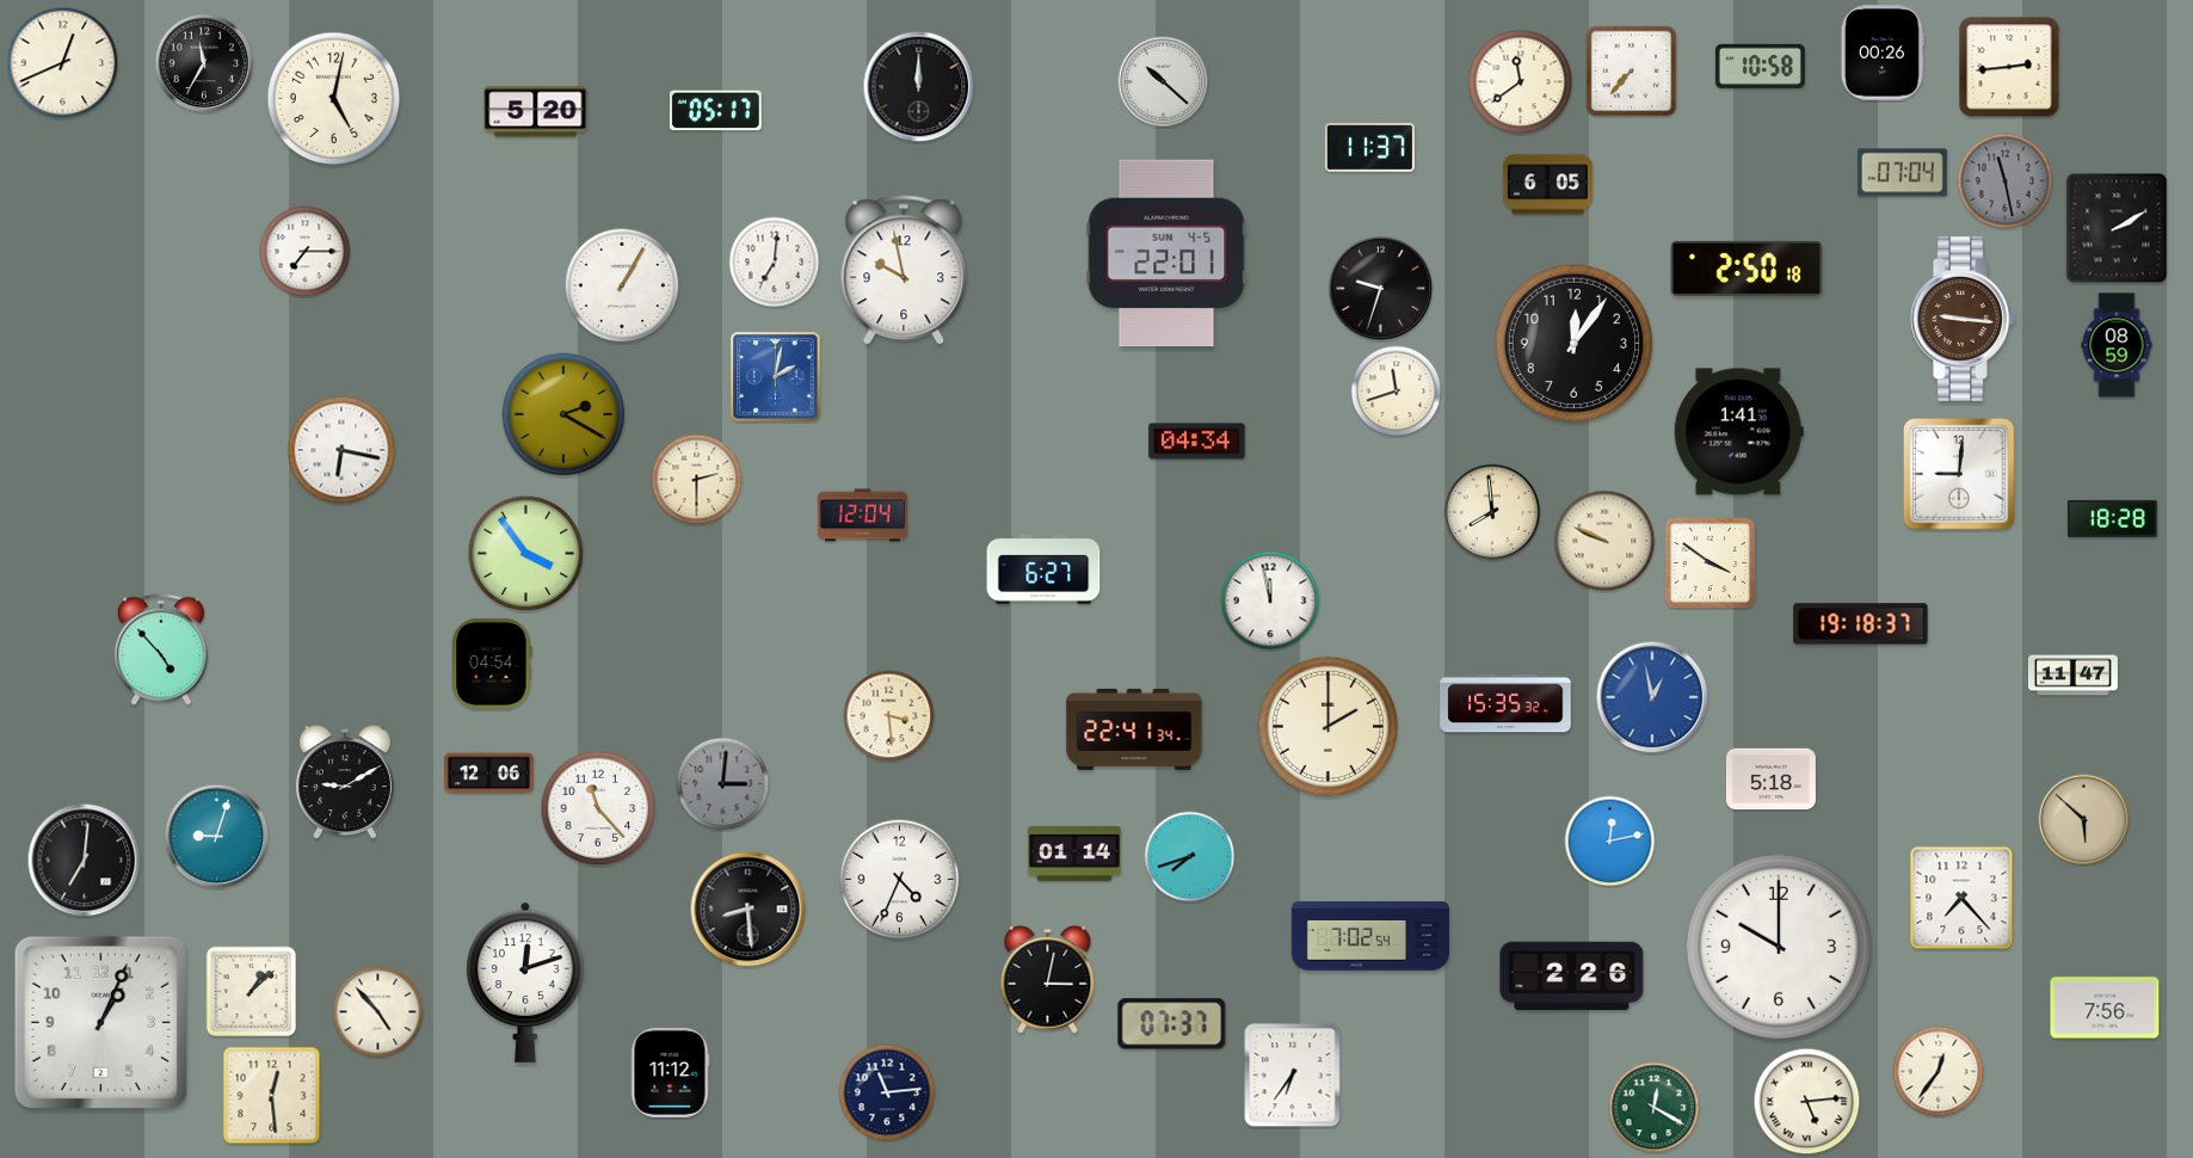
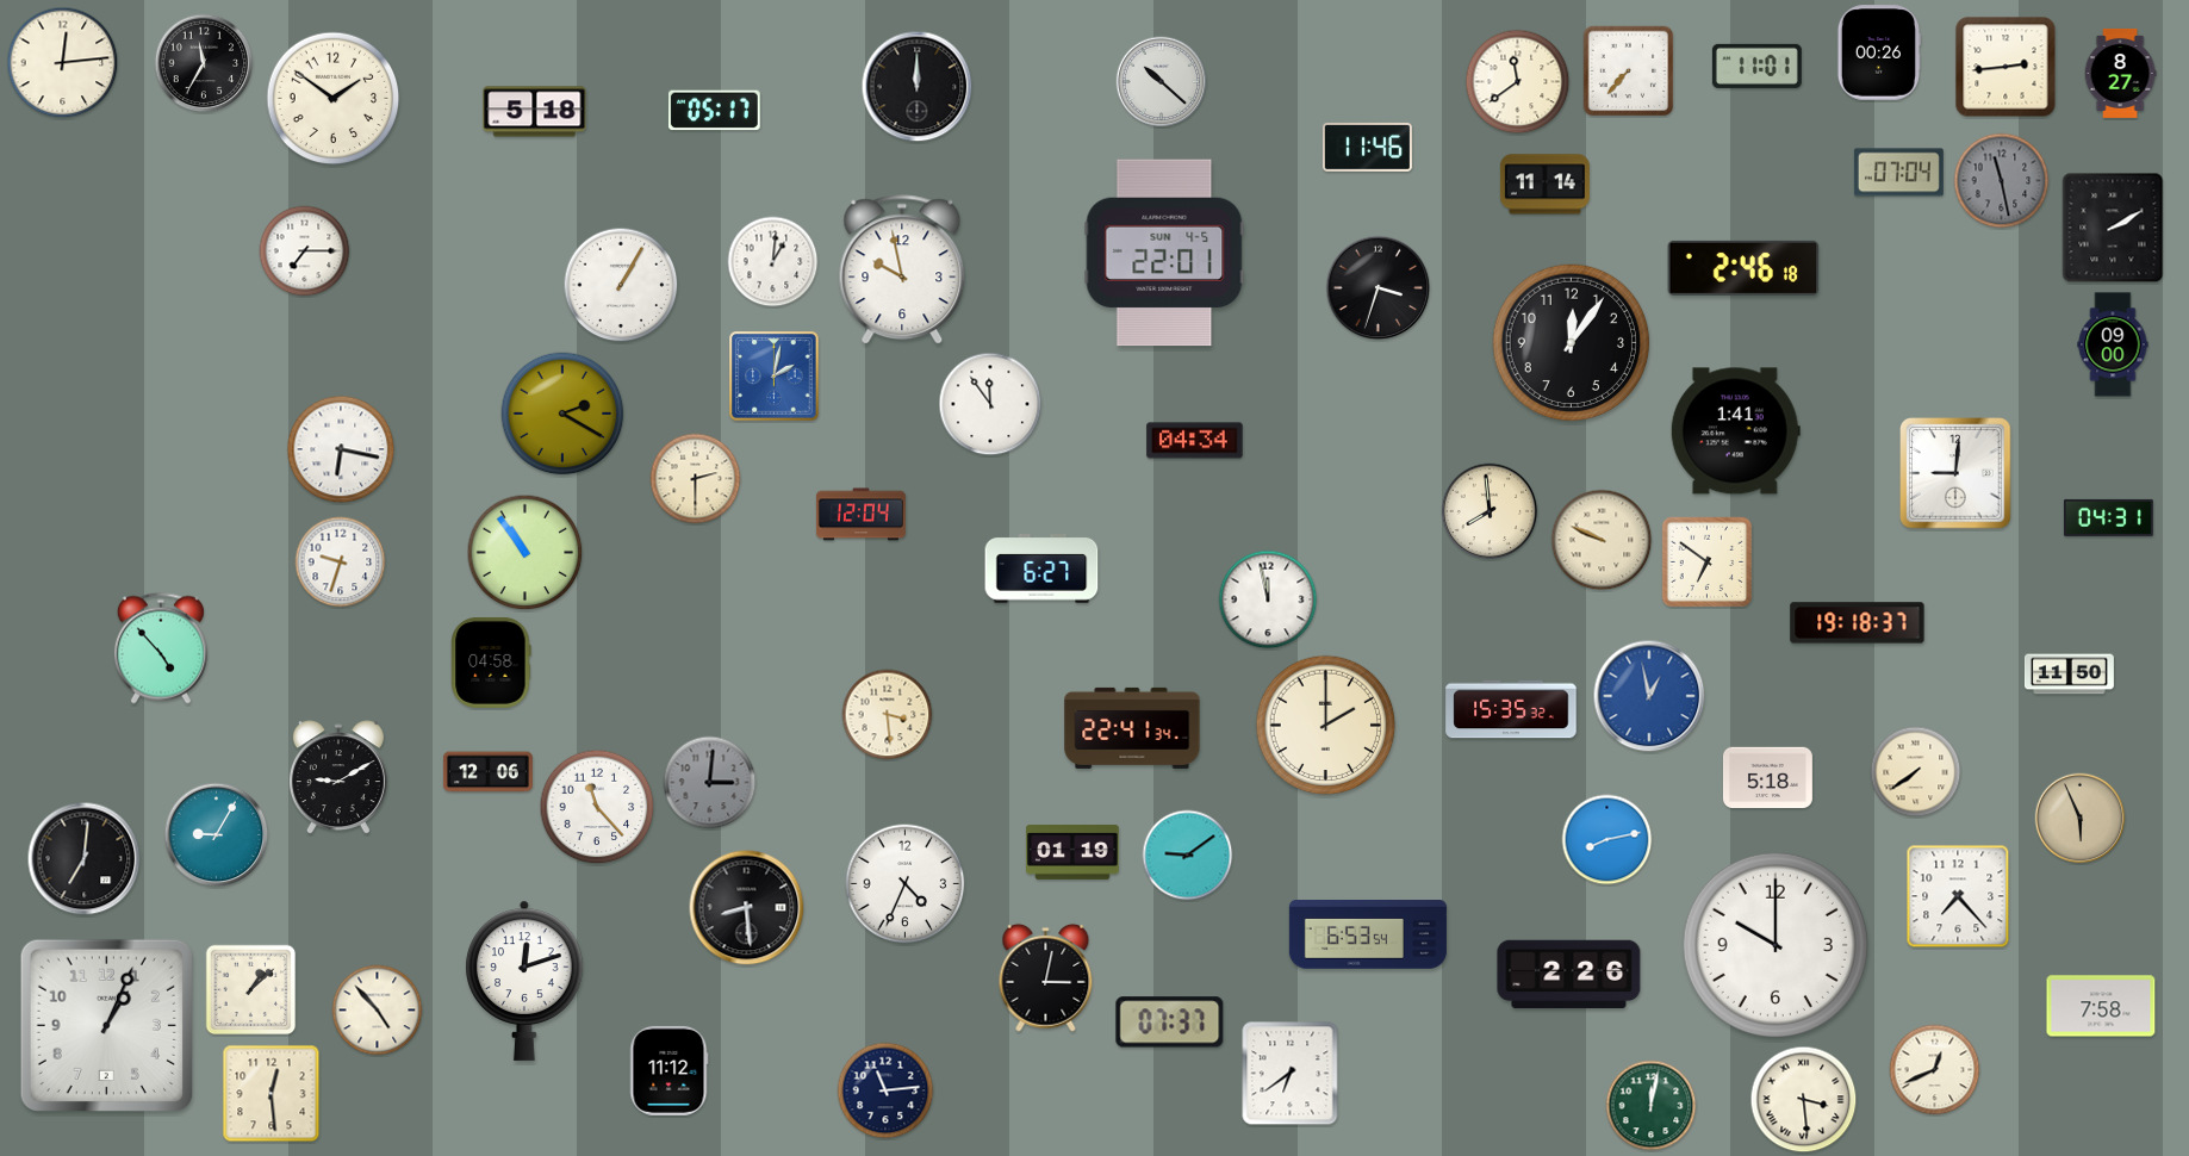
clock at (63, 63): 12:41 -> 12:14
clock at (1760, 66): 10:58 -> 11:01
clock at (2120, 73): none -> 8:27
clock at (334, 99): 5:02 -> 1:51
clock at (536, 112): 5:20 -> 5:18
clock at (1369, 147): 11:37 -> 11:46
clock at (1547, 185): 6:05 -> 11:14
clock at (775, 263): 7:01 -> 1:01
clock at (1747, 269): 2:50 -> 2:46
clock at (1381, 289): 9:33 -> 3:33
clock at (1963, 319): 9:16 -> none
clock at (2117, 345): 08:59 -> 09:00
clock at (1397, 392): 11:42 -> none
clock at (990, 404): none -> 11:54
clock at (2112, 518): 18:28 -> 04:31
clock at (526, 554): 3:54 -> 10:54
clock at (341, 563): none -> 9:33
clock at (1711, 563): 3:51 -> 6:51
clock at (492, 664): 04:54 -> 04:58
clock at (2072, 676): 11:47 -> 11:50
clock at (1505, 703) position: (1505, 703) -> (1511, 709)
clock at (1916, 772): none -> 7:39
clock at (345, 783) position: (345, 783) -> (338, 778)
clock at (723, 784) position: (723, 784) -> (710, 783)
clock at (2084, 820): 5:52 -> 5:56
clock at (217, 837): 9:03 -> 9:05
clock at (1610, 842): 12:13 -> 8:13
clock at (1074, 854): 01:14 -> 01:19
clock at (1190, 857): 7:42 -> 9:09
clock at (900, 880) position: (900, 880) -> (906, 884)
clock at (1370, 936): 7:02 -> 6:53
clock at (2105, 1008): 7:56 -> 7:58
clock at (100, 1022) position: (100, 1022) -> (106, 1025)
clock at (1939, 1072): 12:36 -> 12:41
clock at (1293, 1076): 6:36 -> 6:39
clock at (1807, 1102): 5:14 -> 3:29
clock at (1655, 1108): 12:20 -> 12:02
